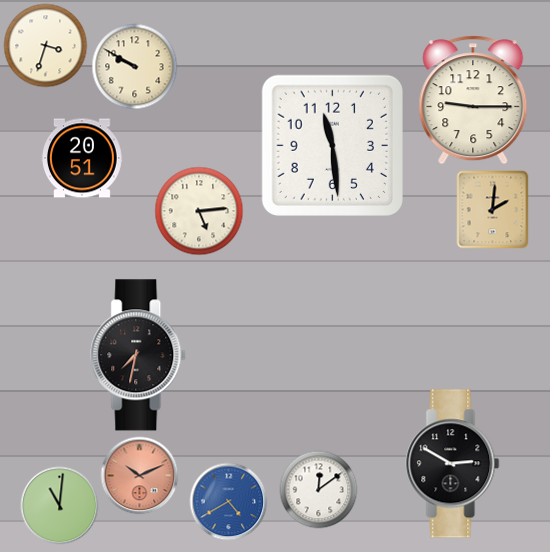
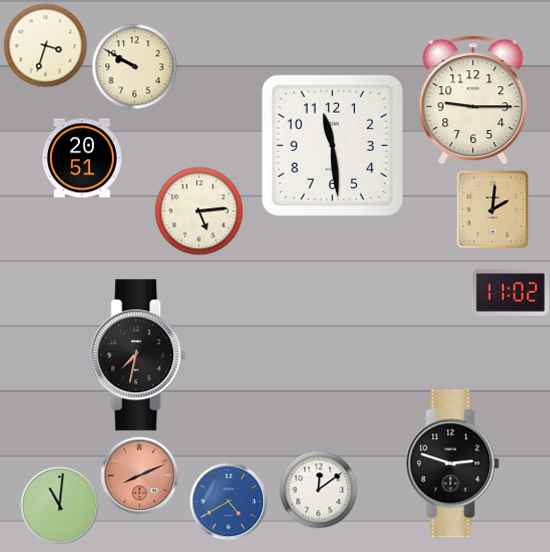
clock at (510, 293): none -> 11:02
clock at (453, 464): 2:50 -> 2:48
clock at (139, 475): 10:11 -> 8:11
